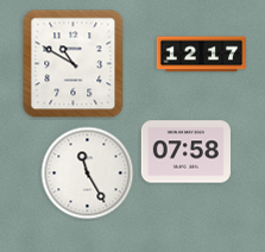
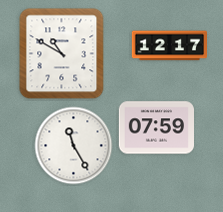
clock at (185, 152): 07:58 -> 07:59
